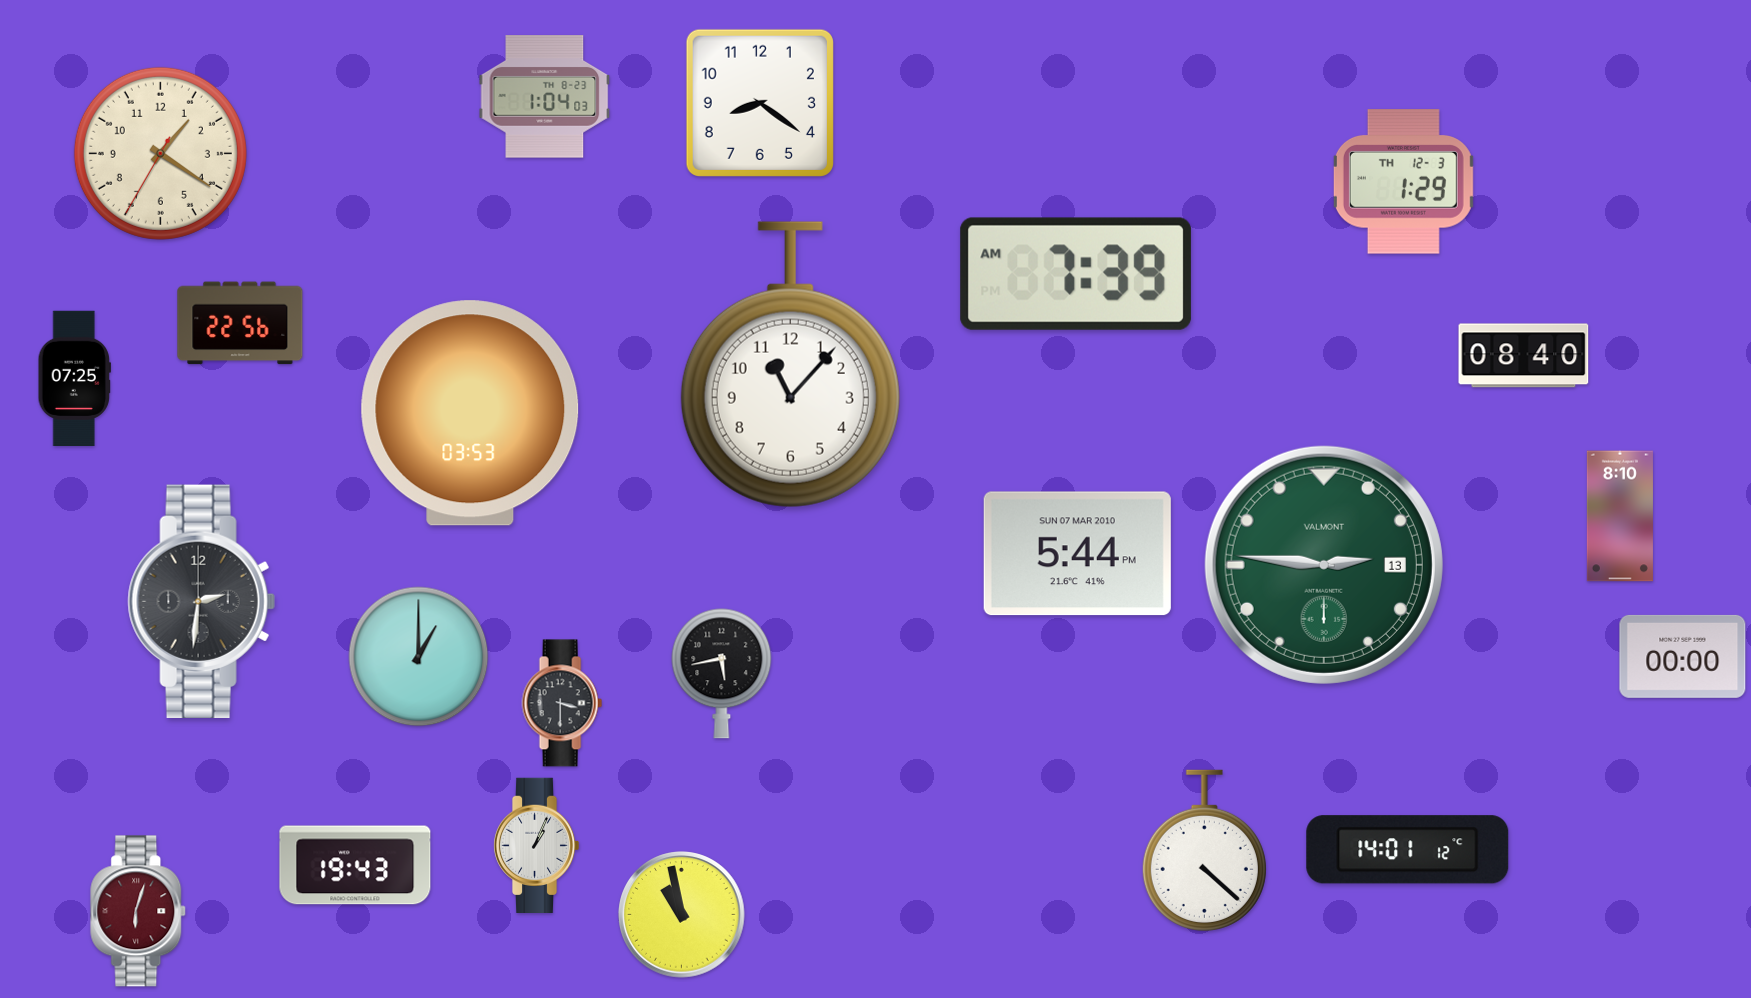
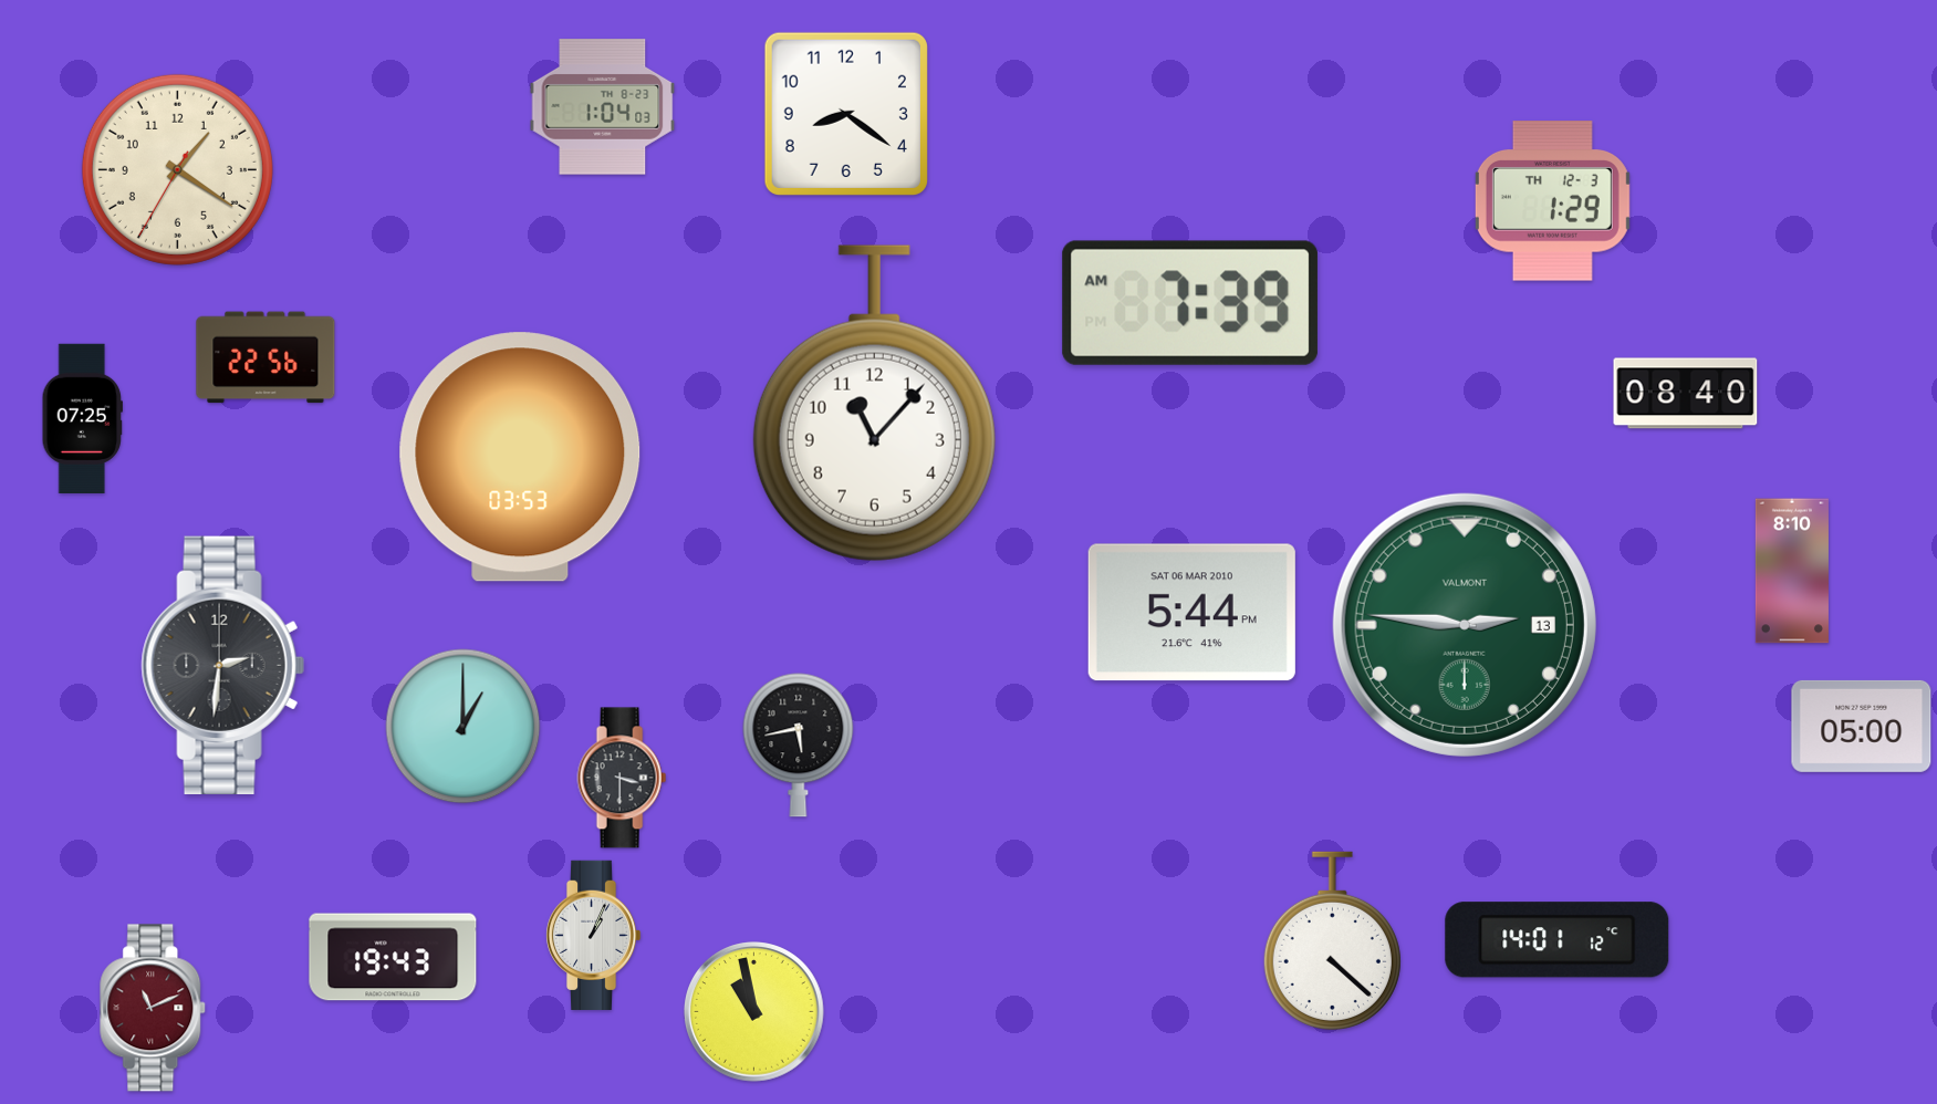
clock at (760, 103) position: (760, 103) -> (846, 114)
clock at (1077, 554) date: SUN 07 MAR 2010 -> SAT 06 MAR 2010
clock at (1683, 656): 00:00 -> 05:00
clock at (139, 911): 6:03 -> 11:11
